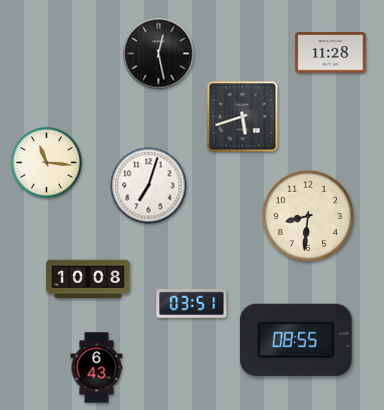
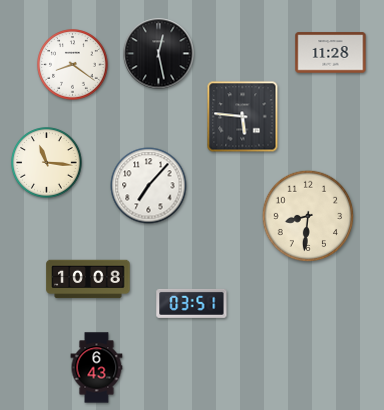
clock at (73, 65): none -> 8:21
clock at (243, 117): 5:42 -> 5:46
clock at (149, 186): 7:03 -> 7:07
clock at (296, 340): 08:55 -> none
